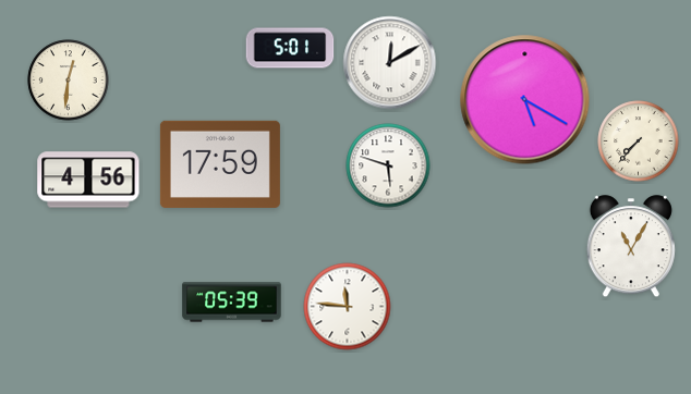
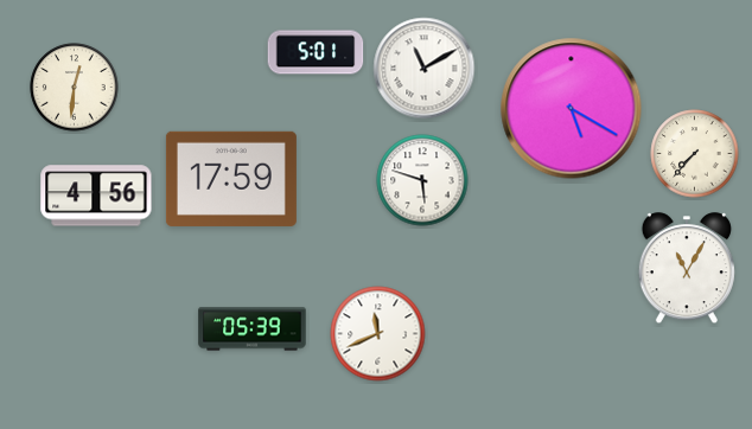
clock at (390, 63): 12:10 -> 11:10
clock at (220, 164) position: (220, 164) -> (231, 179)
clock at (348, 307): 11:46 -> 11:41
